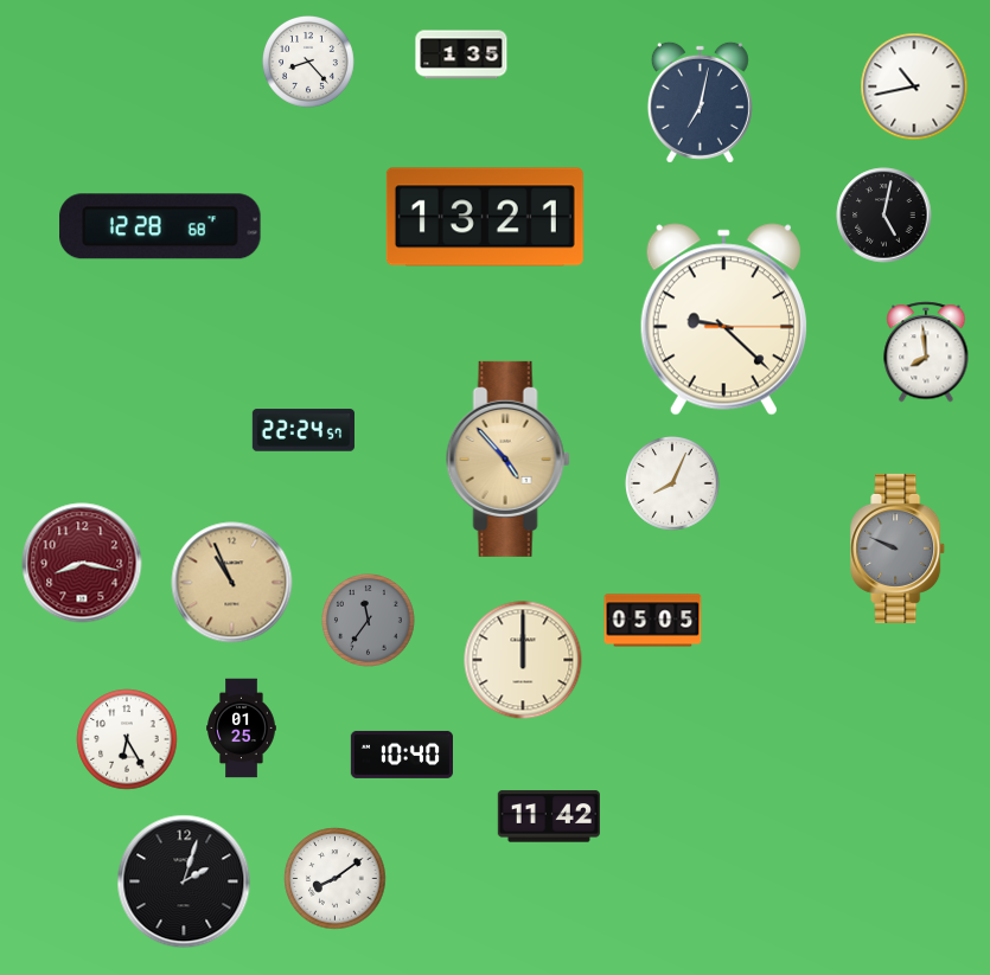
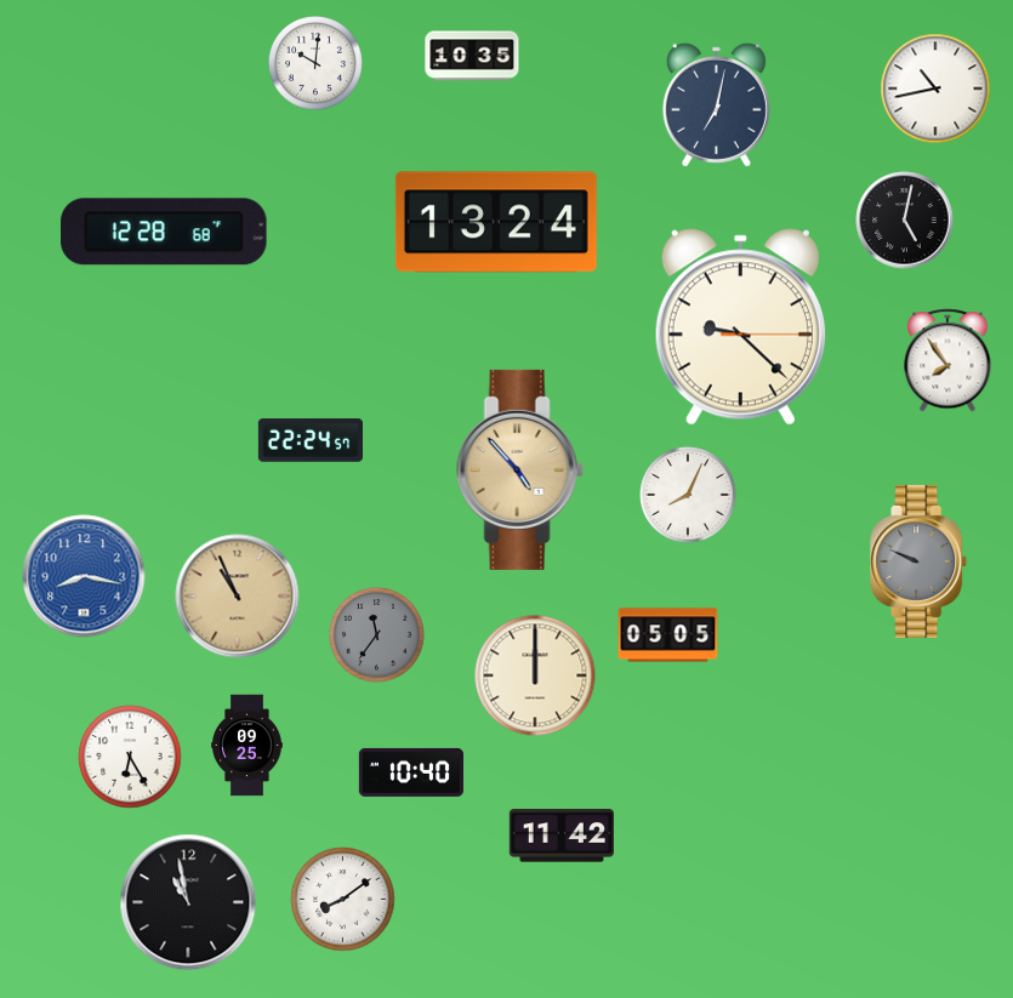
clock at (461, 54): 1:35 -> 10:35
clock at (309, 63): 8:23 -> 10:01
clock at (485, 217): 13:21 -> 13:24
clock at (926, 352): 7:59 -> 7:54
clock at (82, 563) dial: burgundy -> blue
clock at (242, 729): 01:25 -> 09:25
clock at (184, 881): 2:03 -> 10:58
